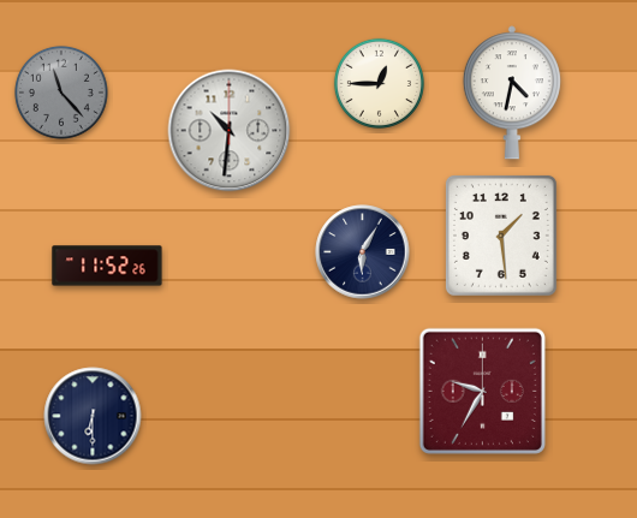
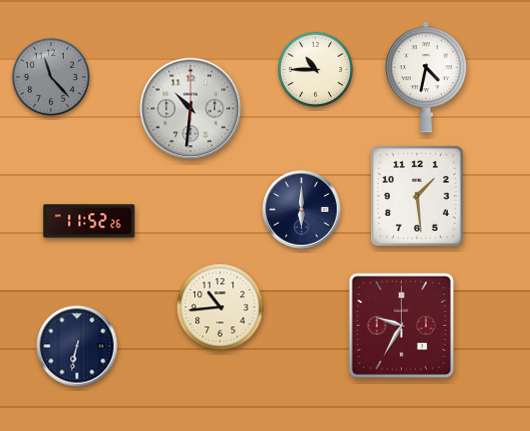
clock at (379, 83): 12:45 -> 10:45
clock at (363, 252): 6:05 -> 6:00
clock at (220, 307): none -> 10:44
clock at (93, 416): 6:30 -> 6:32
